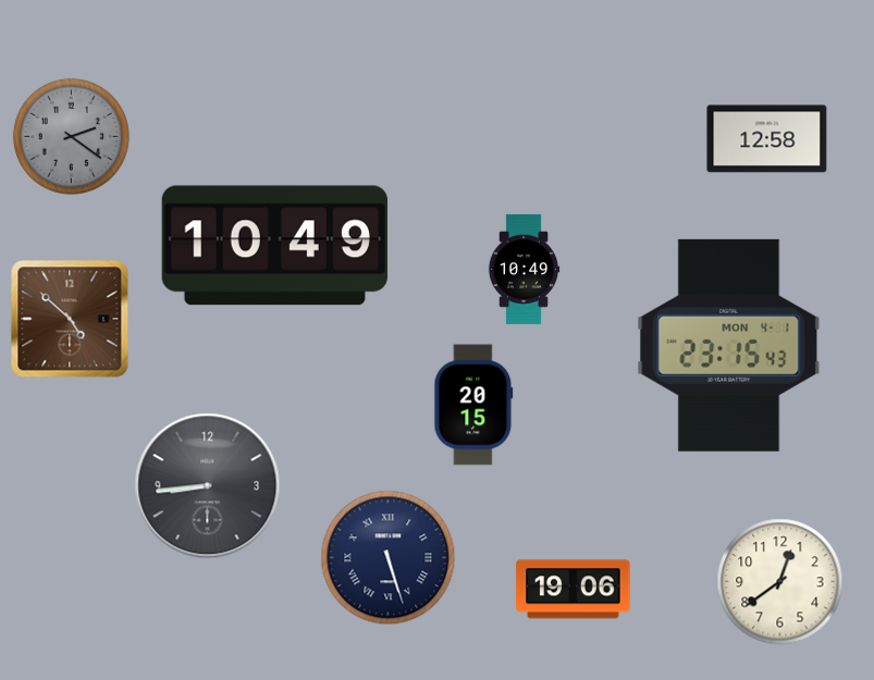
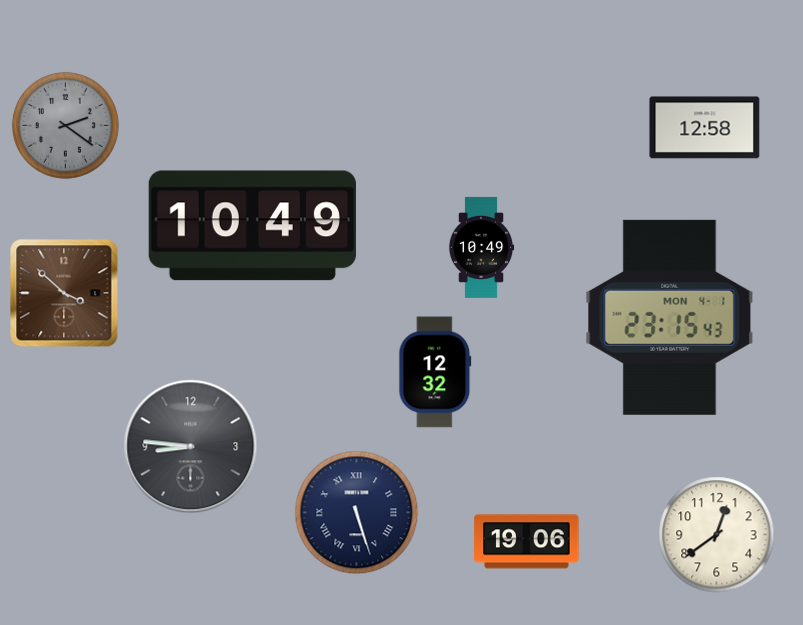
clock at (70, 319): 4:52 -> 3:52
clock at (473, 405): 20:15 -> 12:32
clock at (208, 486): 8:44 -> 8:46
